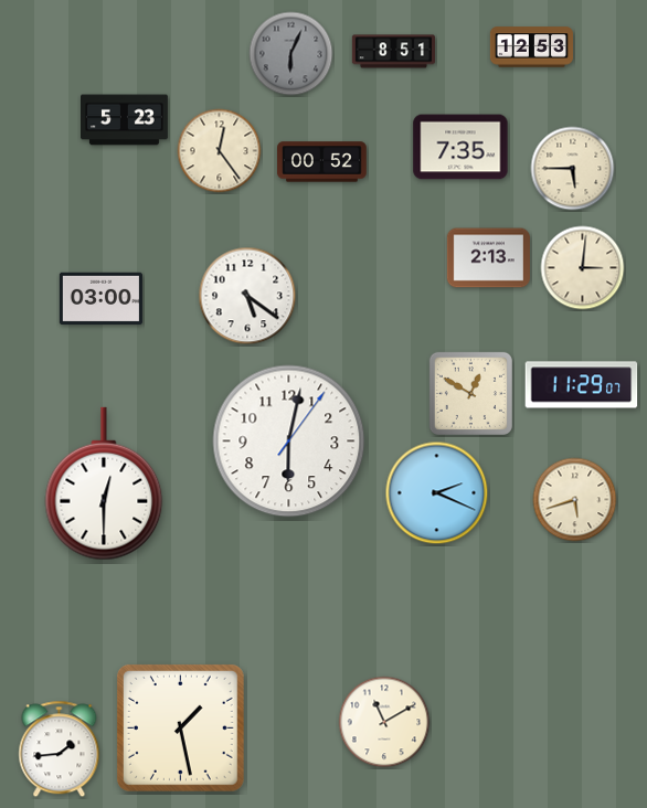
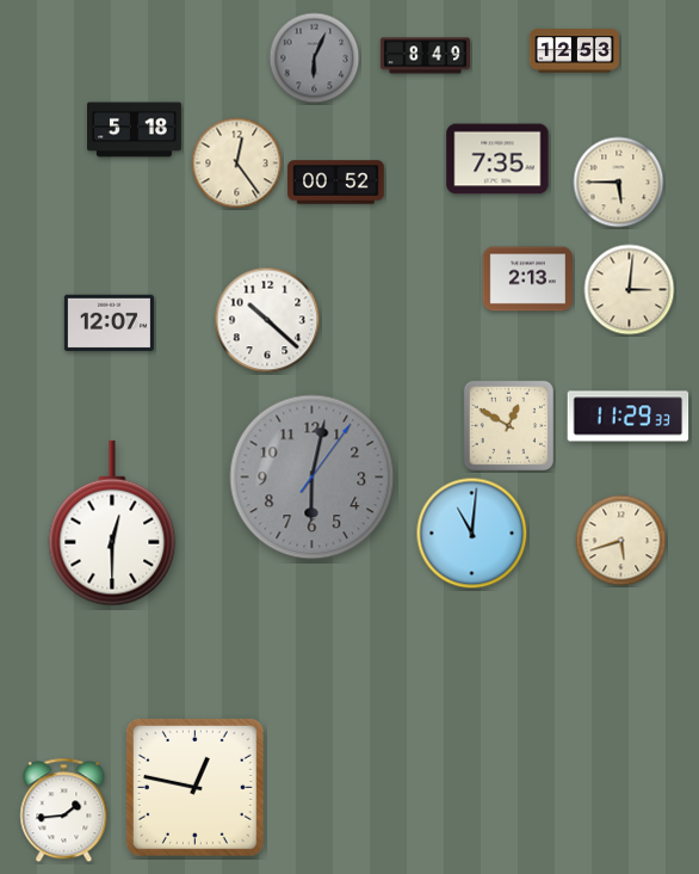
clock at (393, 52): 8:51 -> 8:49
clock at (125, 120): 5:23 -> 5:18
clock at (322, 162) position: (322, 162) -> (336, 183)
clock at (247, 296): 5:21 -> 10:22
clock at (100, 299): 03:00 -> 12:07
clock at (582, 385): 11:29:07 -> 11:29:33
clock at (289, 442) dial: white -> grey
clock at (437, 493): 2:19 -> 11:01
clock at (384, 722): 11:10 -> none
clock at (180, 727): 1:28 -> 12:47
